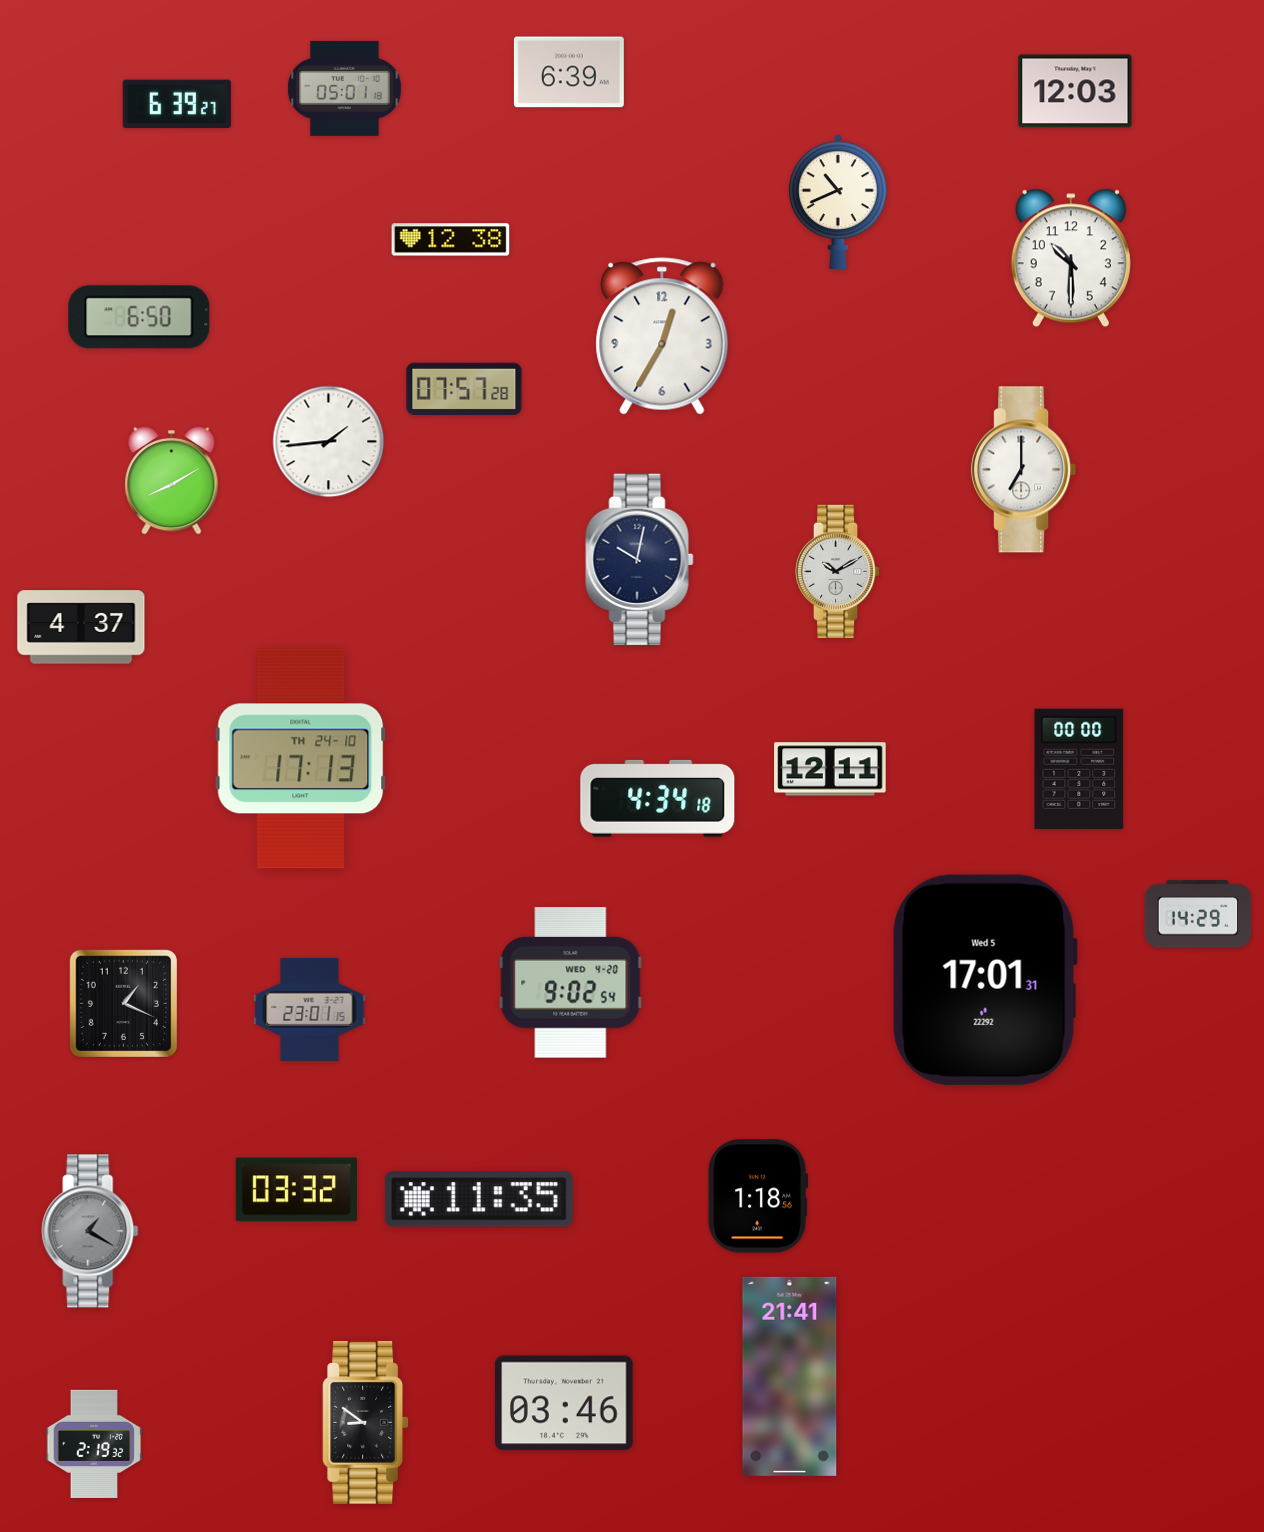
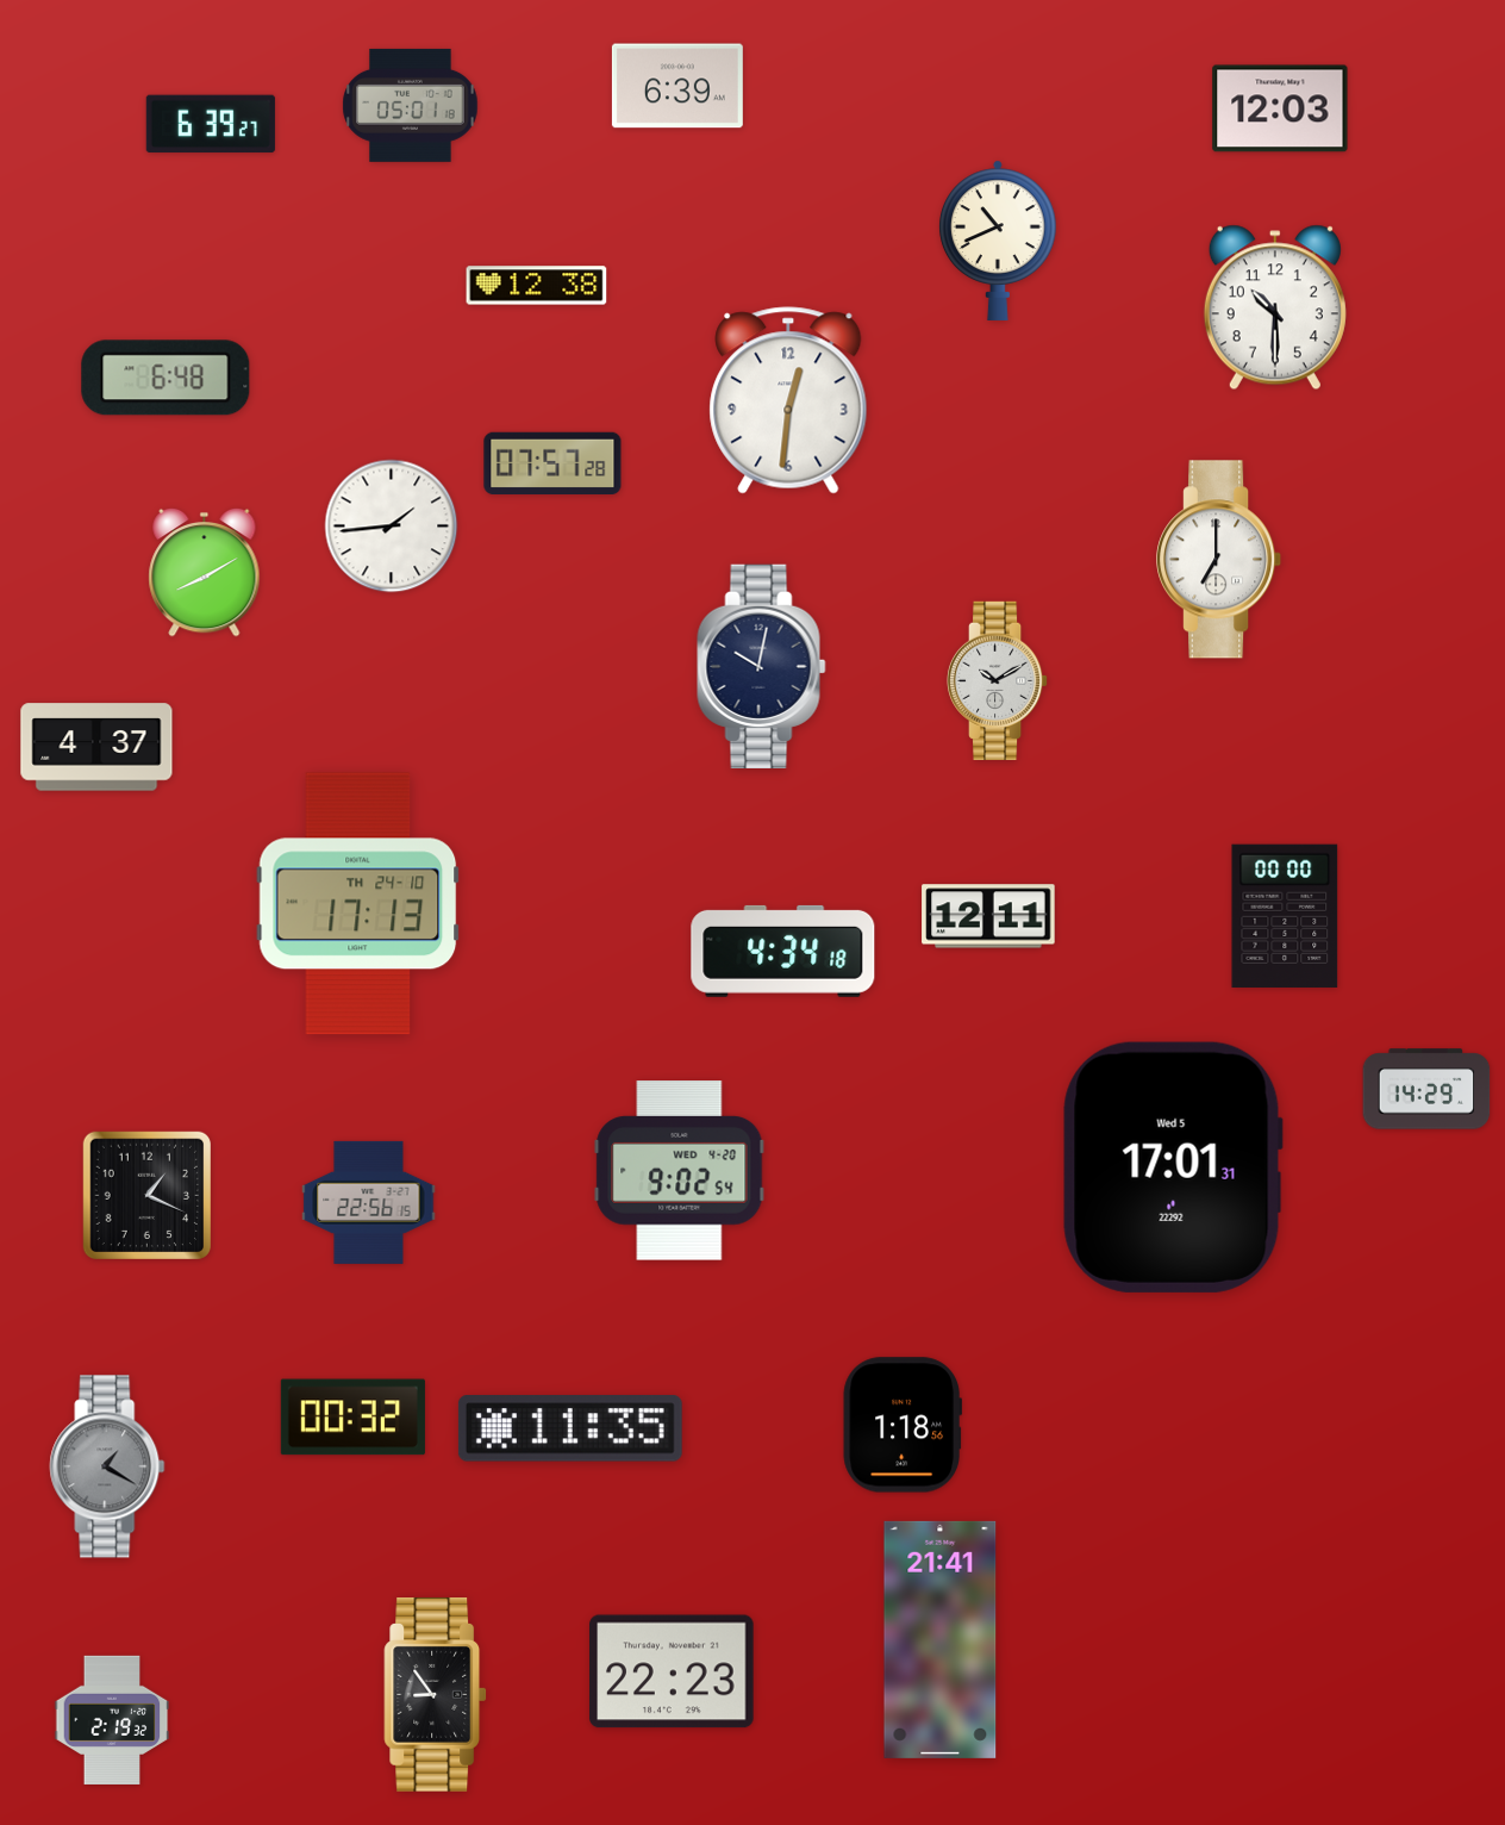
clock at (139, 317): 6:50 -> 6:48
clock at (662, 336): 12:35 -> 12:31
clock at (310, 1009): 23:01 -> 22:56
clock at (296, 1190): 03:32 -> 00:32
clock at (564, 1403): 03:46 -> 22:23
clock at (366, 1423): 8:51 -> 8:54
